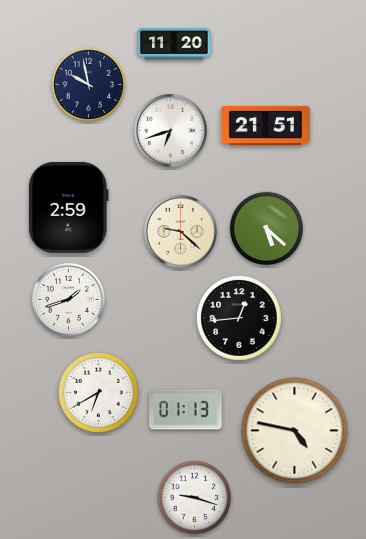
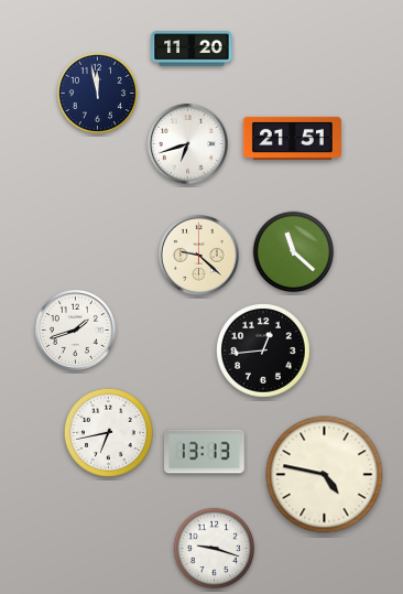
clock at (89, 85): 9:58 -> 11:58
clock at (68, 207): 2:59 -> none
clock at (267, 229): 5:22 -> 11:22
clock at (98, 392): 6:40 -> 6:43
clock at (186, 410): 01:13 -> 13:13
